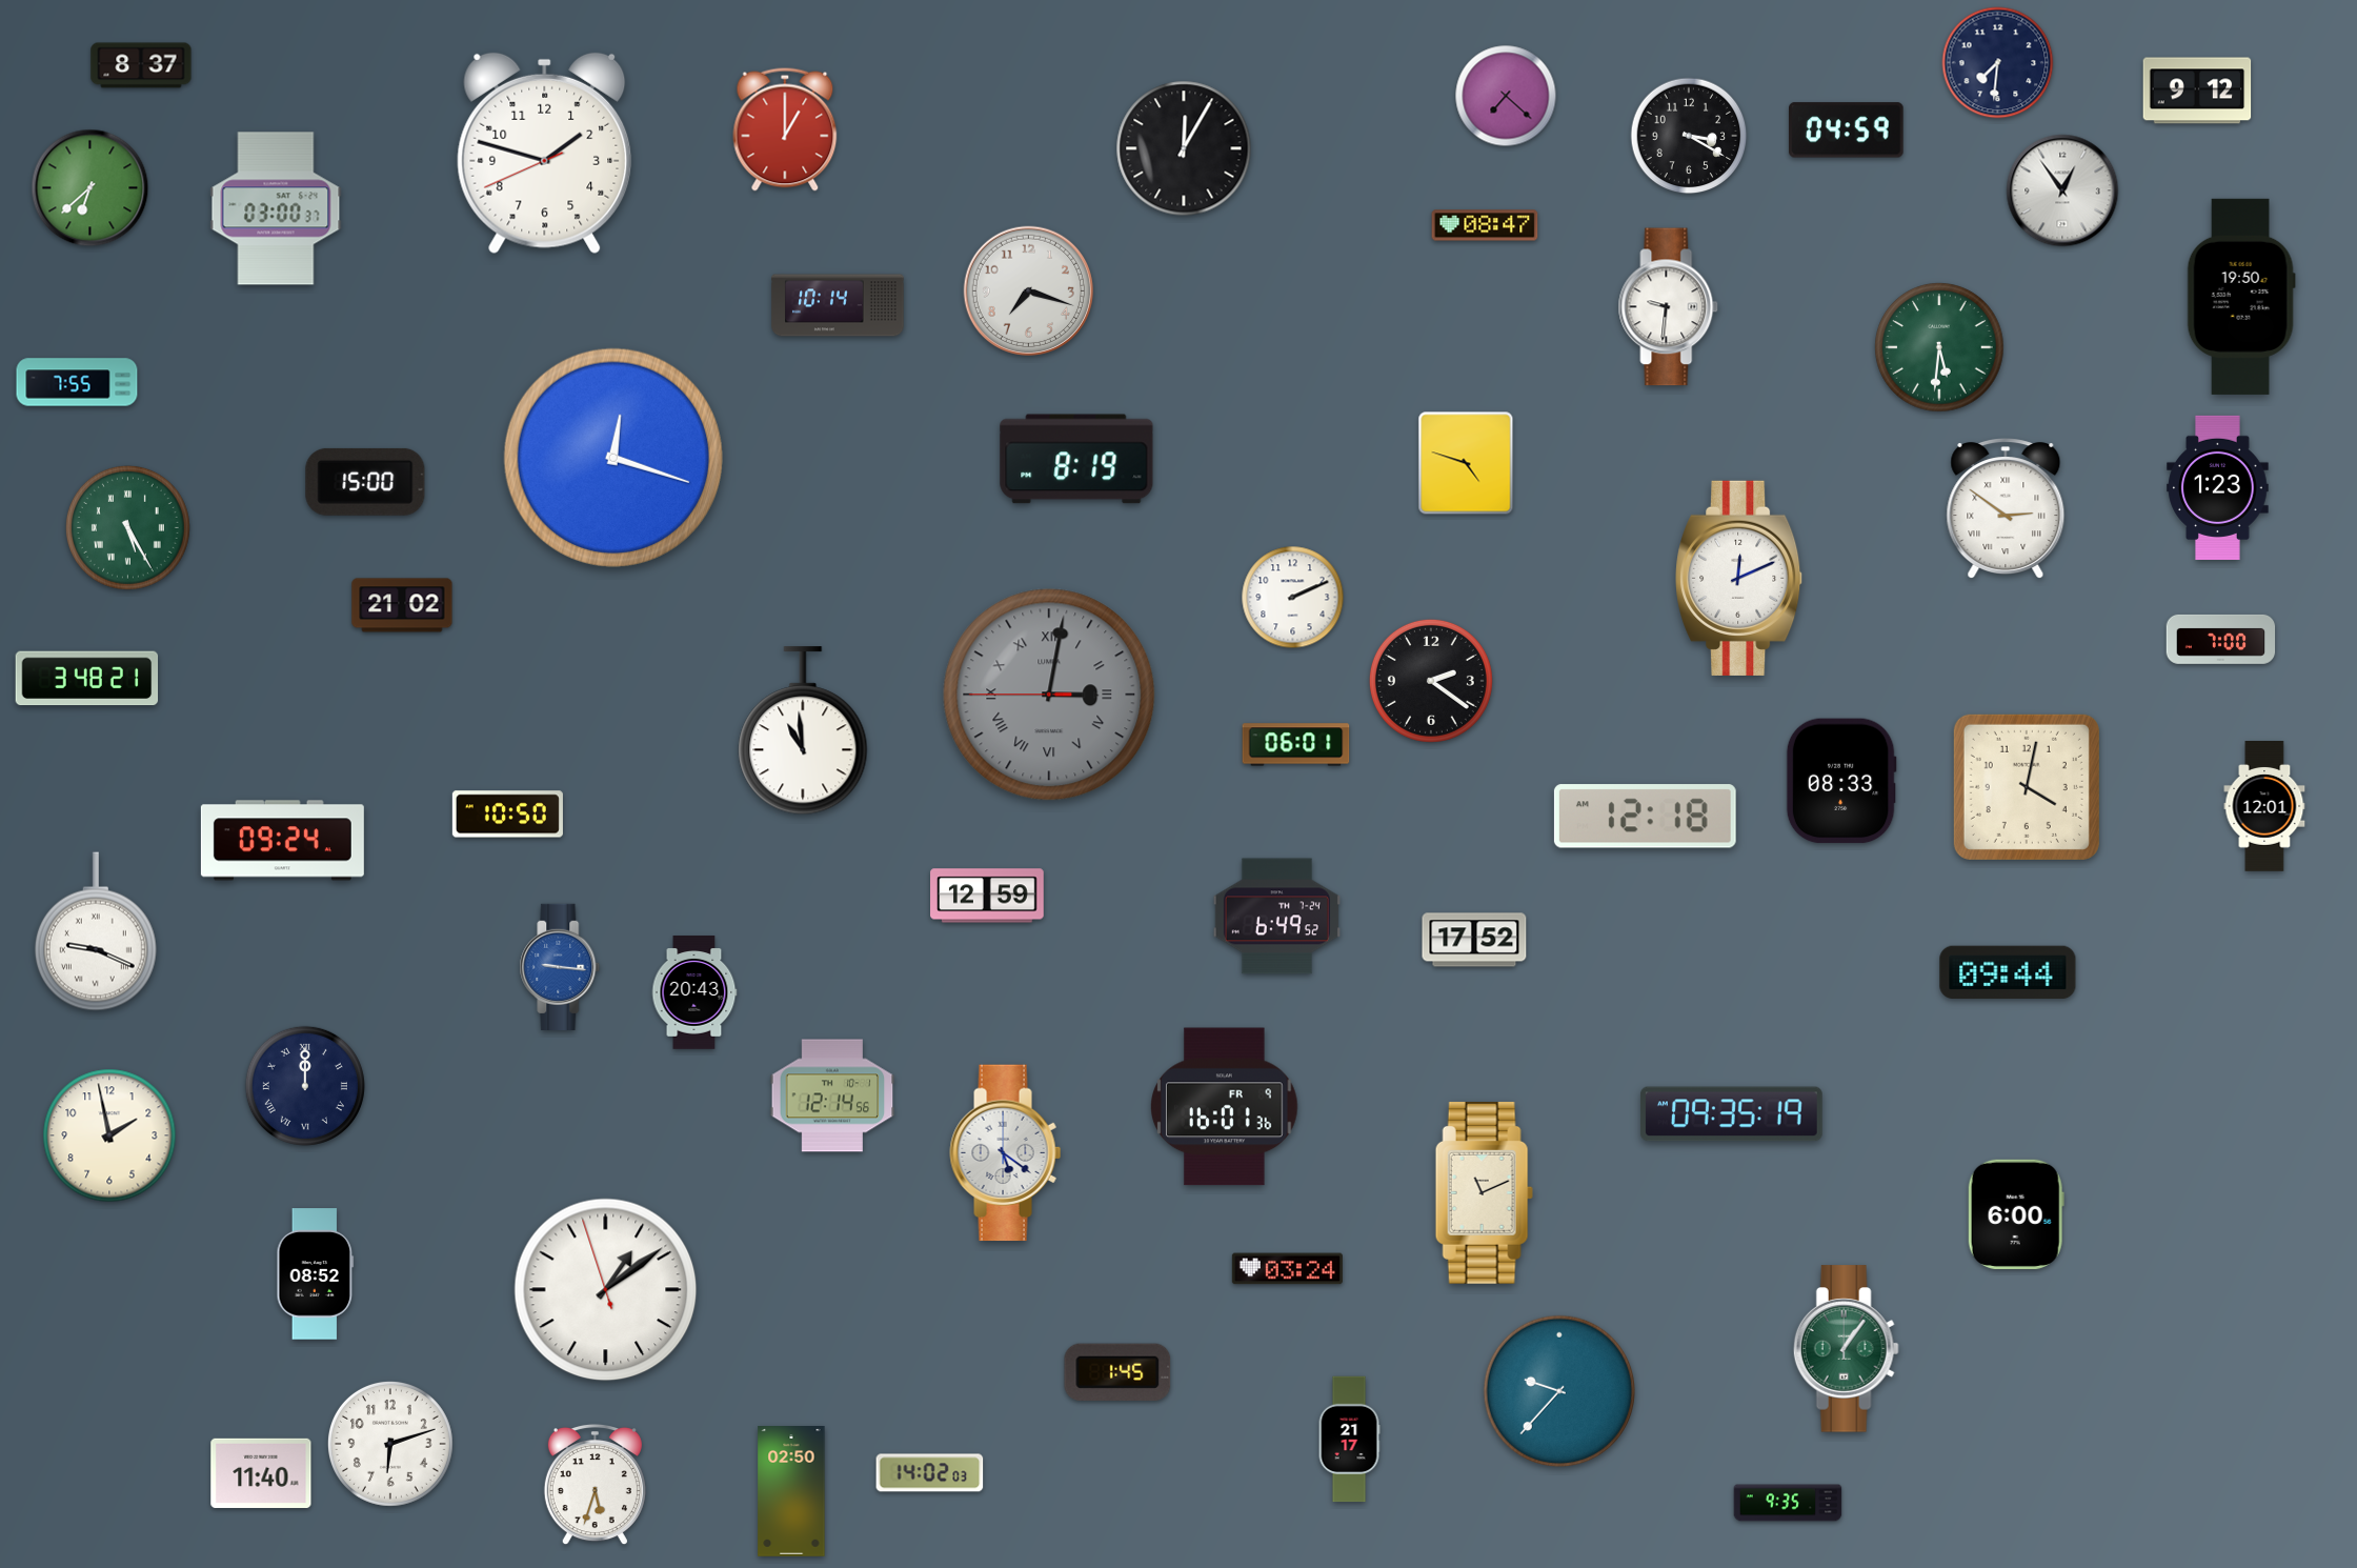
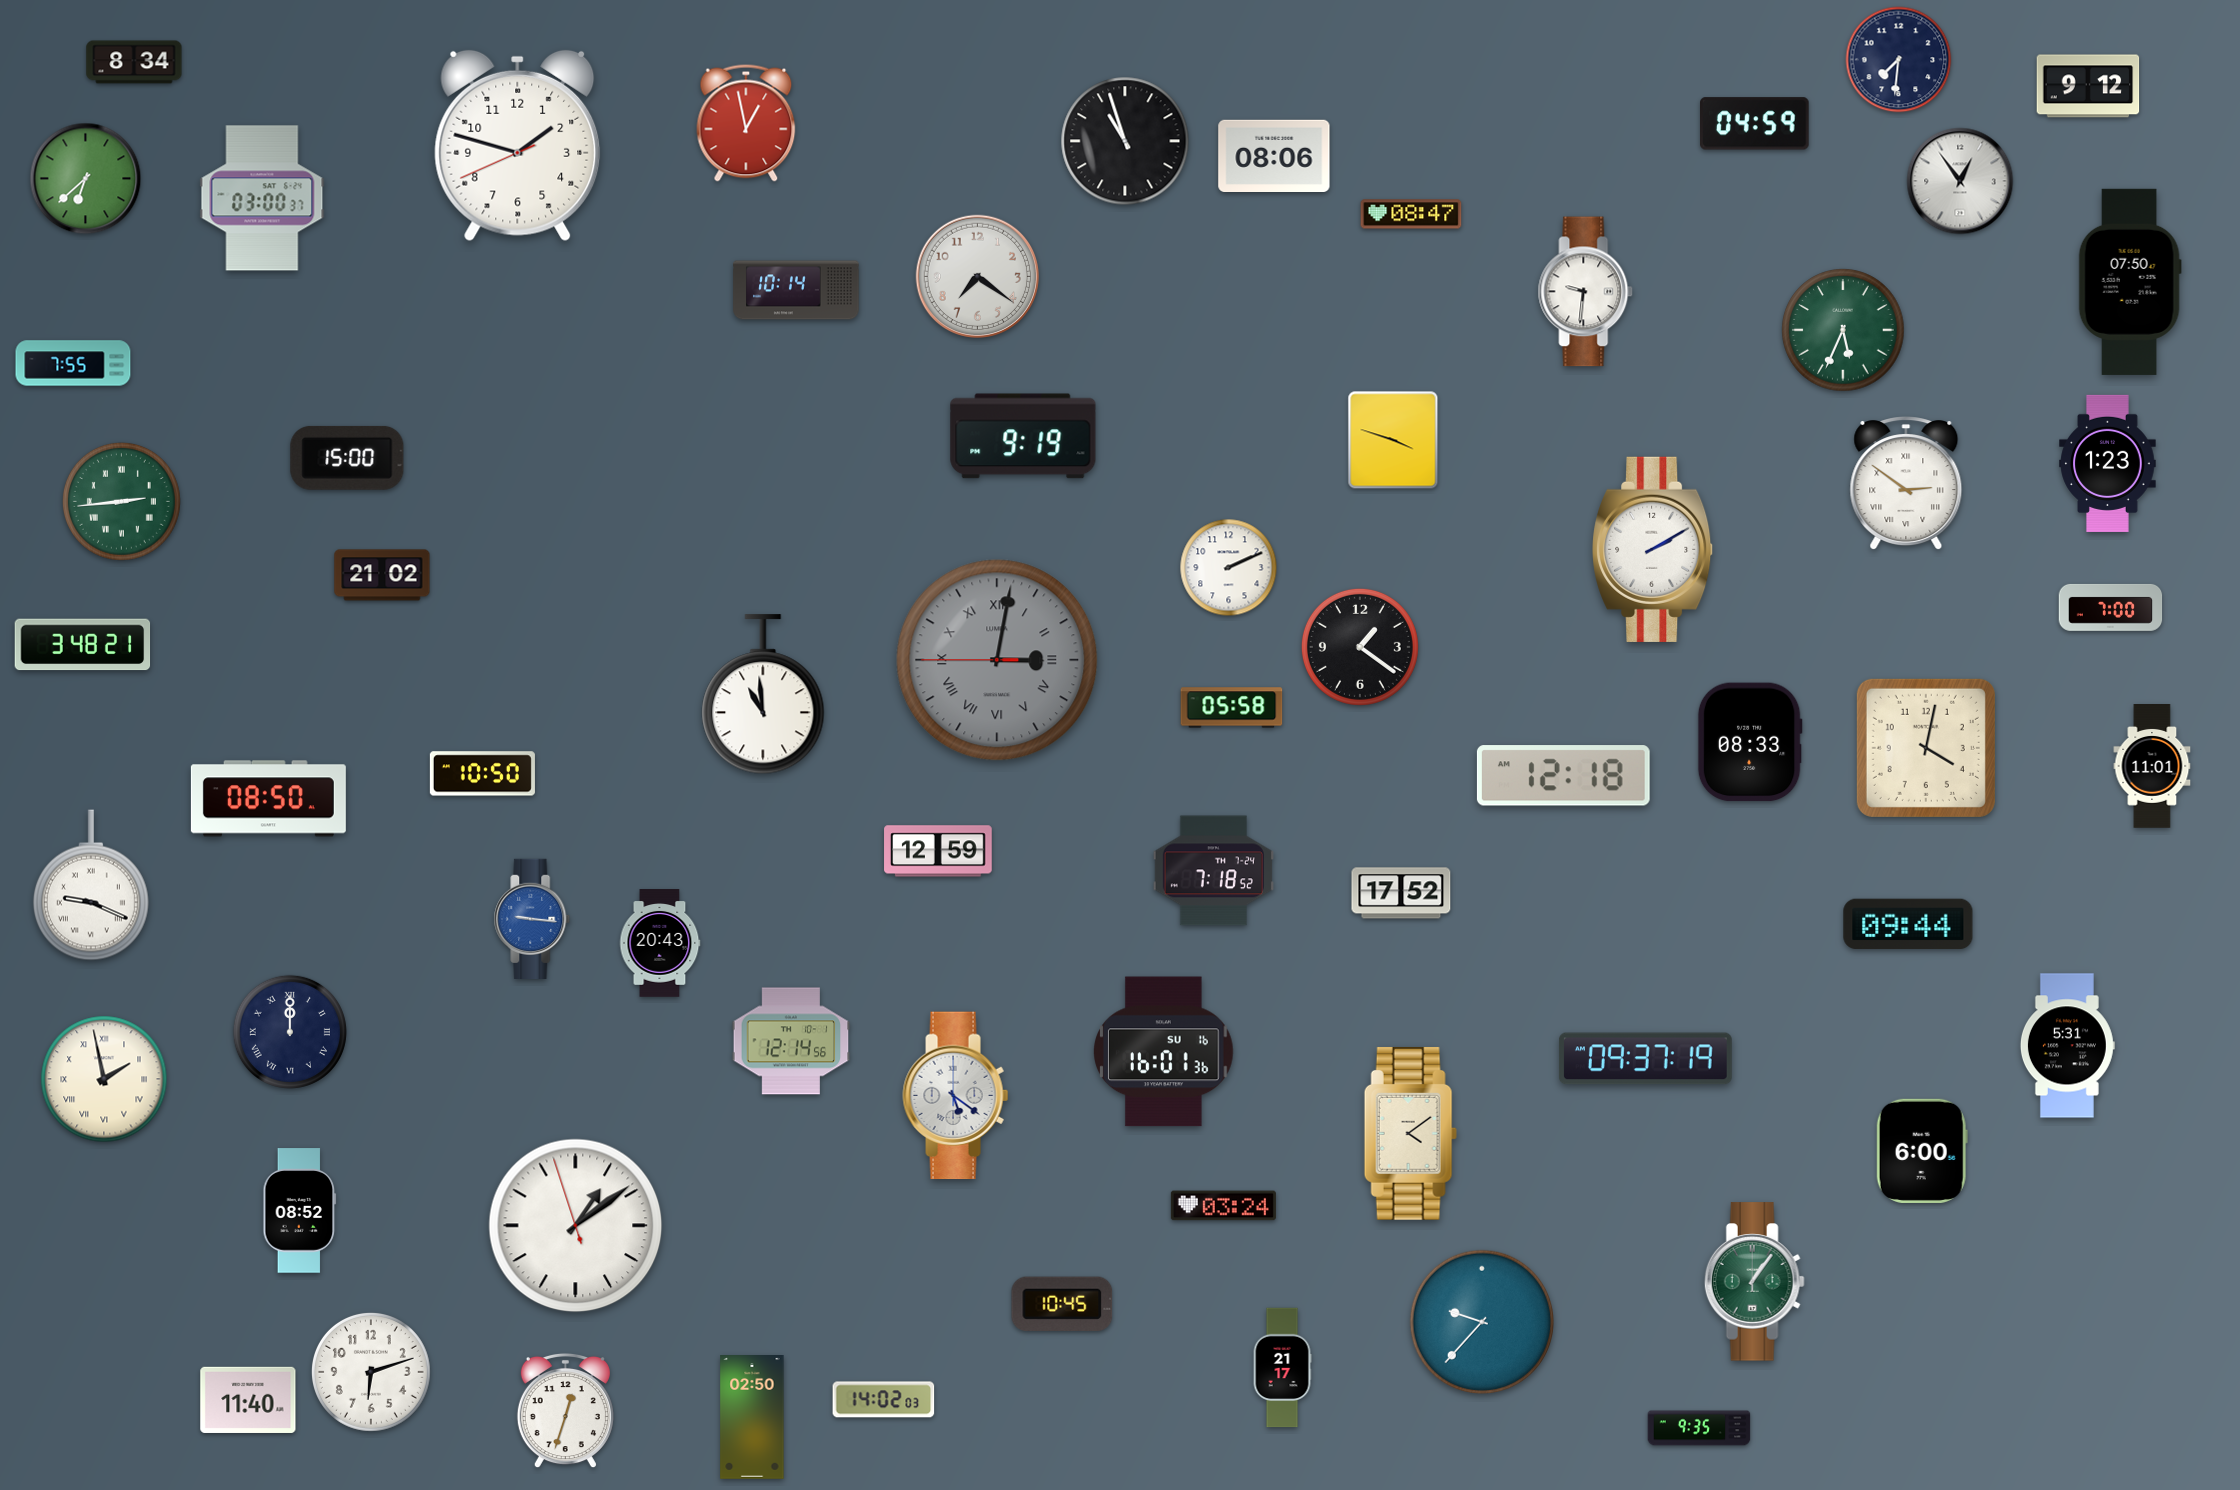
clock at (141, 65): 8:37 -> 8:34
clock at (1506, 96): 7:22 -> none
clock at (785, 129): 1:00 -> 12:58
clock at (1689, 136): 3:20 -> none
clock at (1184, 148): 12:05 -> 10:57
clock at (1274, 155): none -> 08:06
clock at (1028, 290): 7:18 -> 7:21
clock at (2241, 297): 19:50 -> 07:50
clock at (1939, 347): 5:31 -> 5:34
clock at (613, 458): 12:18 -> none
clock at (1076, 459): 8:19 -> 9:19
clock at (1466, 463): 4:48 -> 3:48
clock at (127, 527): 5:25 -> 2:44
clock at (1739, 578): 12:11 -> 2:10
clock at (1431, 681): 2:21 -> 1:21
clock at (1296, 745): 06:01 -> 05:58
clock at (2264, 806): 12:01 -> 11:01
clock at (282, 841): 09:24 -> 08:50
clock at (1276, 917): 6:49 -> 7:18
clock at (2067, 1046): none -> 5:31
clock at (1225, 1107) date: FR 9 -> SU 16
clock at (1731, 1114): 09:35 -> 09:37
clock at (109, 1135) numerals: Arabic -> Roman
clock at (1484, 1192): 11:11 -> 4:09
clock at (2016, 1214) position: (2016, 1214) -> (1922, 1151)
clock at (1117, 1372): 1:45 -> 10:45
clock at (595, 1485): 5:33 -> 12:33
